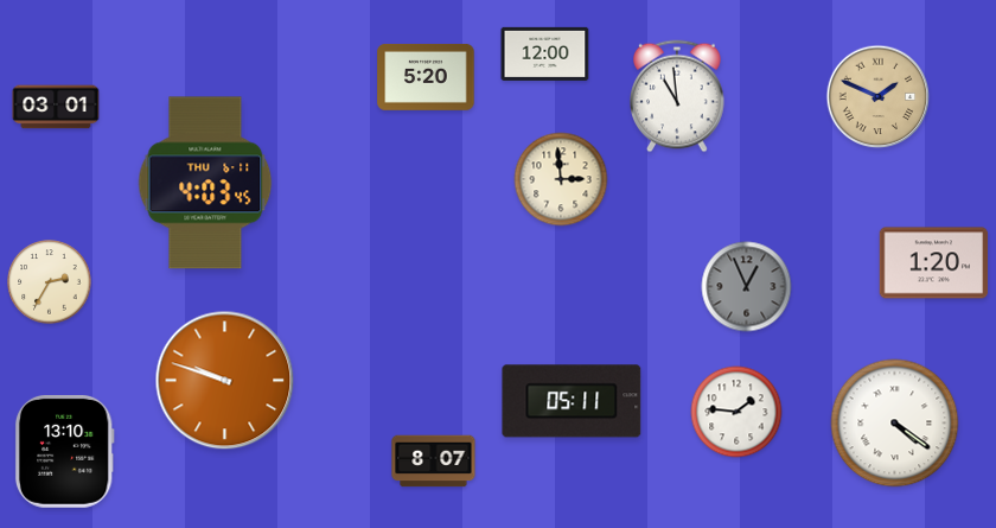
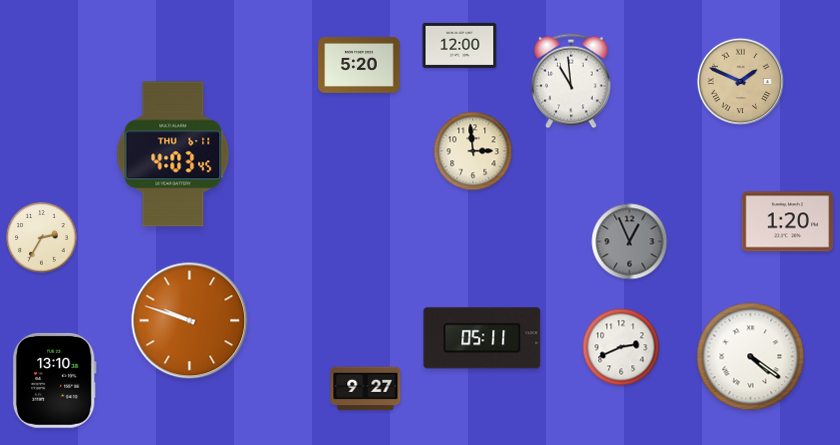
clock at (56, 107): 03:01 -> none
clock at (736, 412): 1:46 -> 2:41
clock at (895, 424) position: (895, 424) -> (751, 357)
clock at (434, 462): 8:07 -> 9:27
